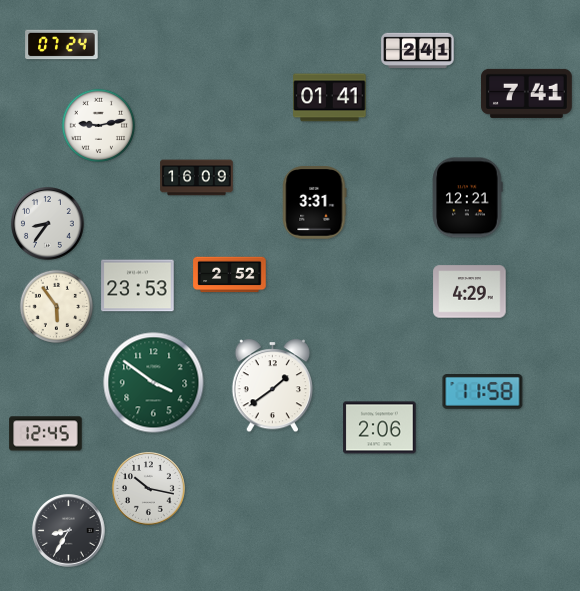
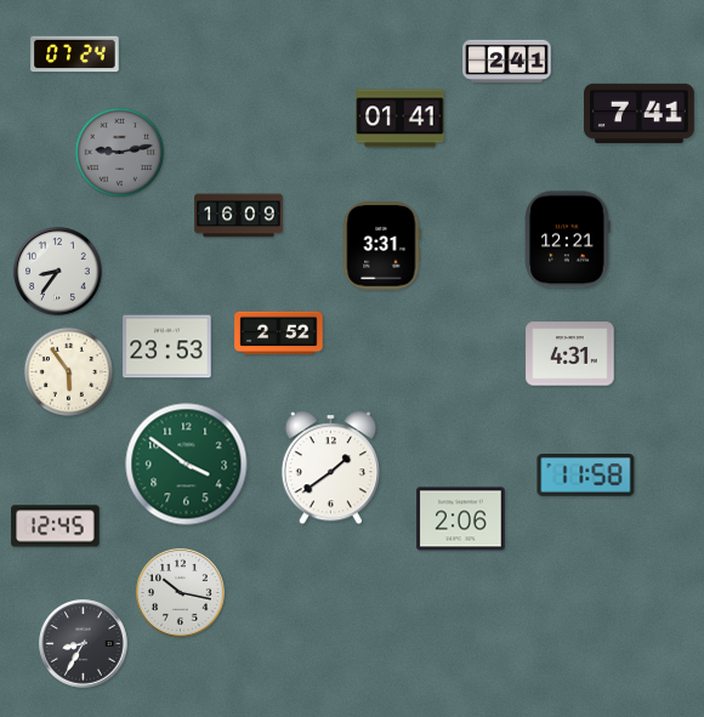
clock at (99, 126) dial: white -> grey
clock at (470, 292): 4:29 -> 4:31
